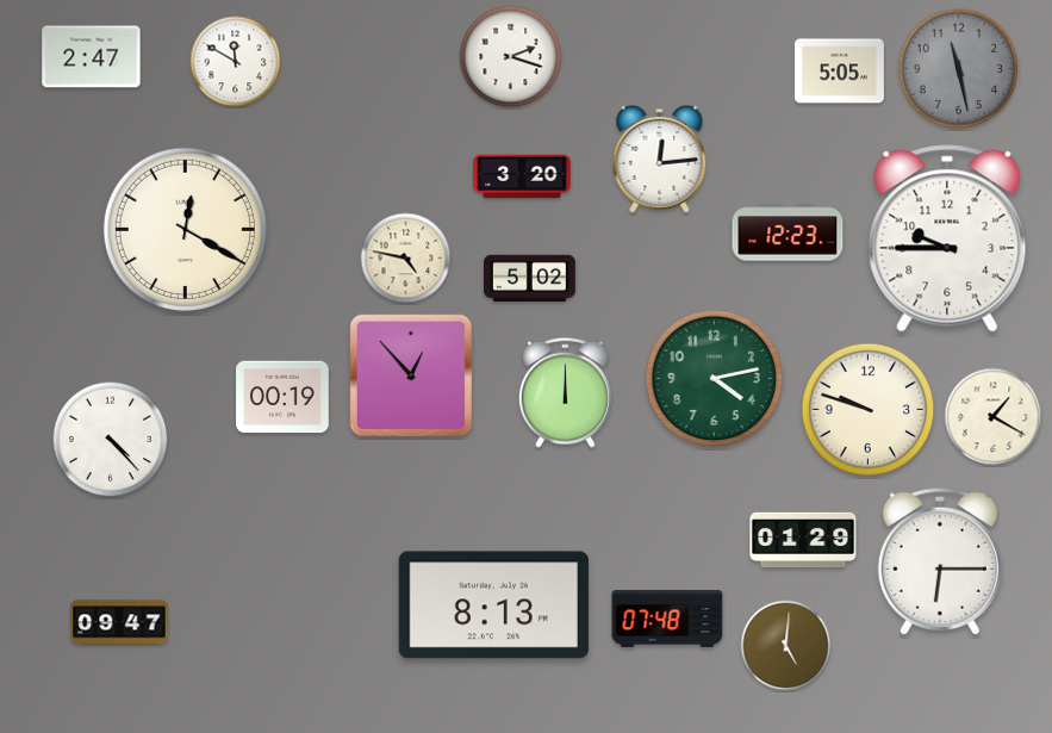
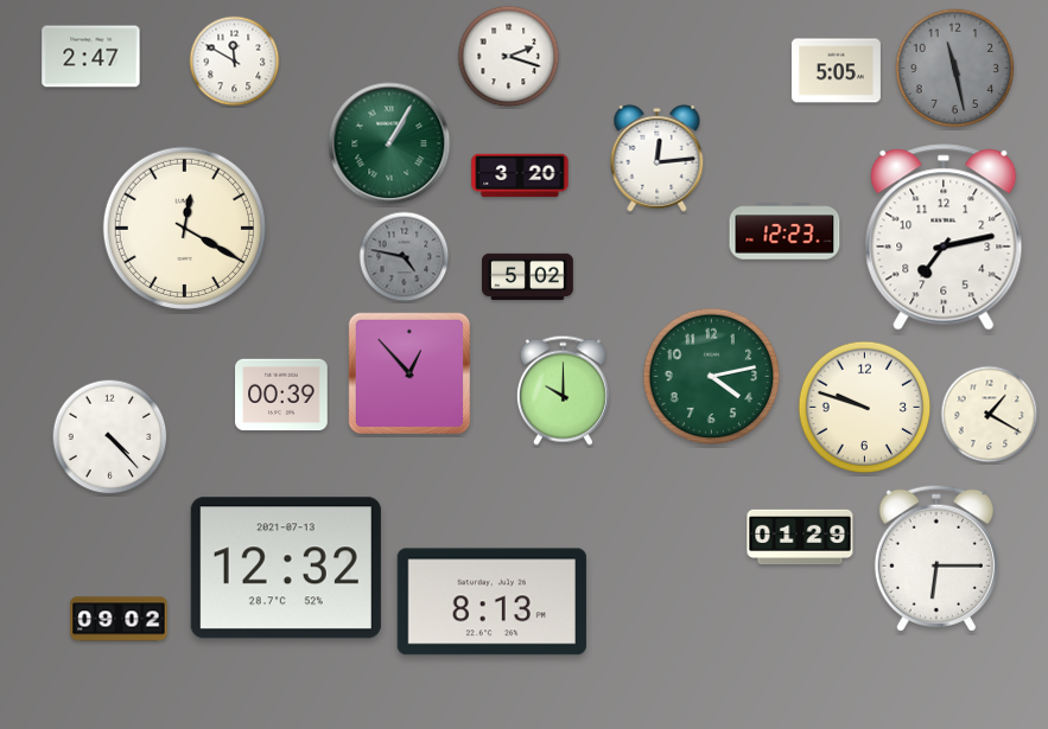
clock at (389, 143): none -> 1:05
clock at (947, 238): 9:45 -> 7:13
clock at (406, 259) dial: cream -> grey
clock at (565, 392): 12:00 -> 10:00
clock at (282, 397): 00:19 -> 00:39
clock at (286, 568): none -> 12:32
clock at (667, 620): 07:48 -> none
clock at (119, 622): 09:47 -> 09:02
clock at (786, 646): 5:01 -> none
